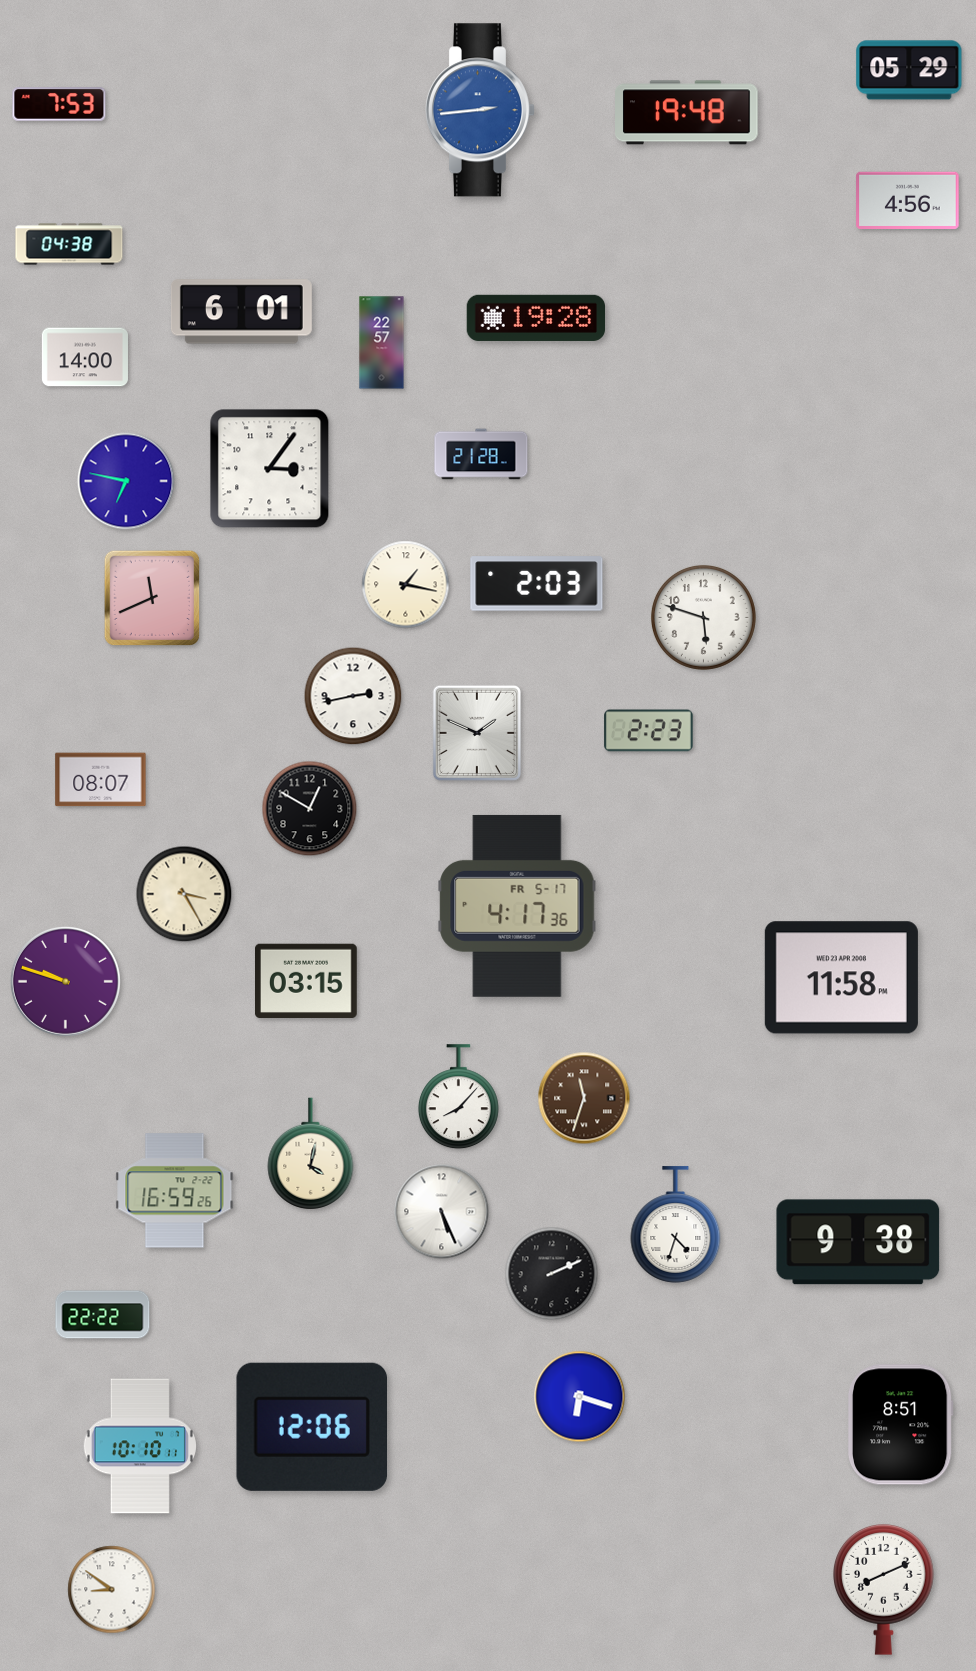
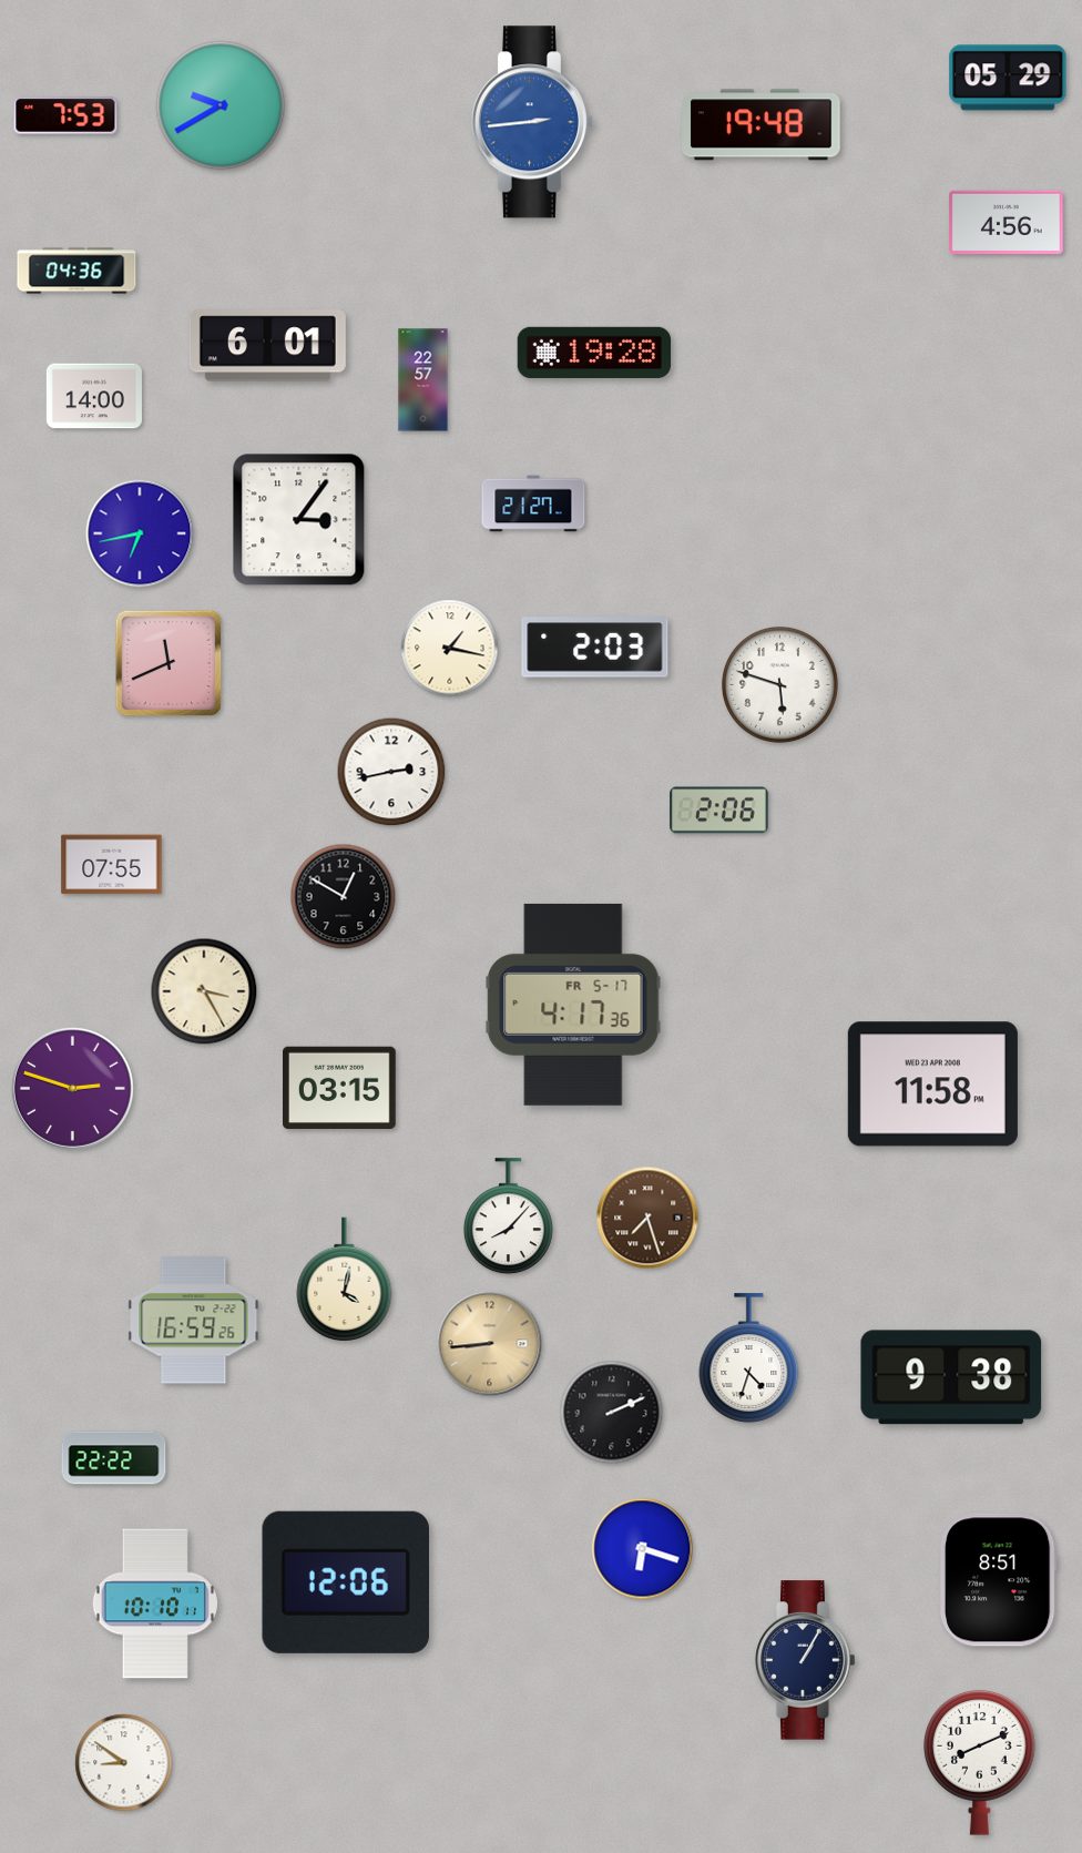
clock at (221, 105): none -> 9:40
clock at (69, 244): 04:38 -> 04:36
clock at (481, 454): 21:28 -> 21:27
clock at (126, 481): 6:47 -> 6:43
clock at (649, 731): 2:23 -> 2:06
clock at (477, 733): 1:49 -> none
clock at (101, 780): 08:07 -> 07:55
clock at (65, 981): 9:48 -> 2:48
clock at (584, 1098): 11:33 -> 7:27
clock at (442, 1212): 5:26 -> 8:44
clock at (442, 1212) dial: white -> champagne
clock at (805, 1660): none -> 1:05
